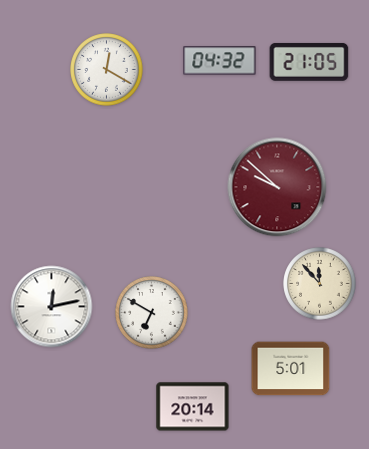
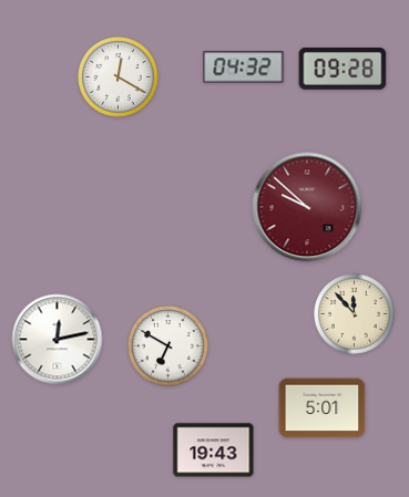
clock at (309, 62): 21:05 -> 09:28
clock at (193, 407): 20:14 -> 19:43
